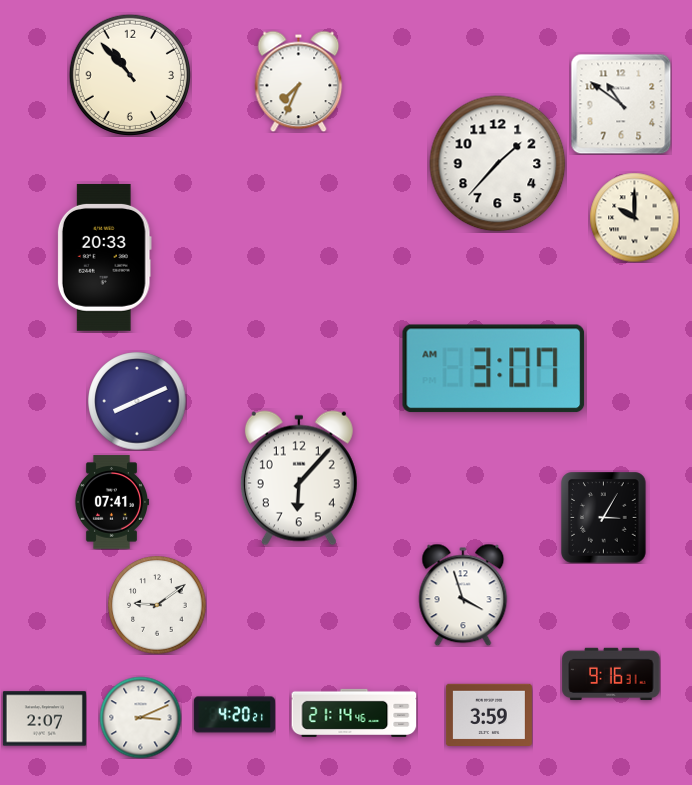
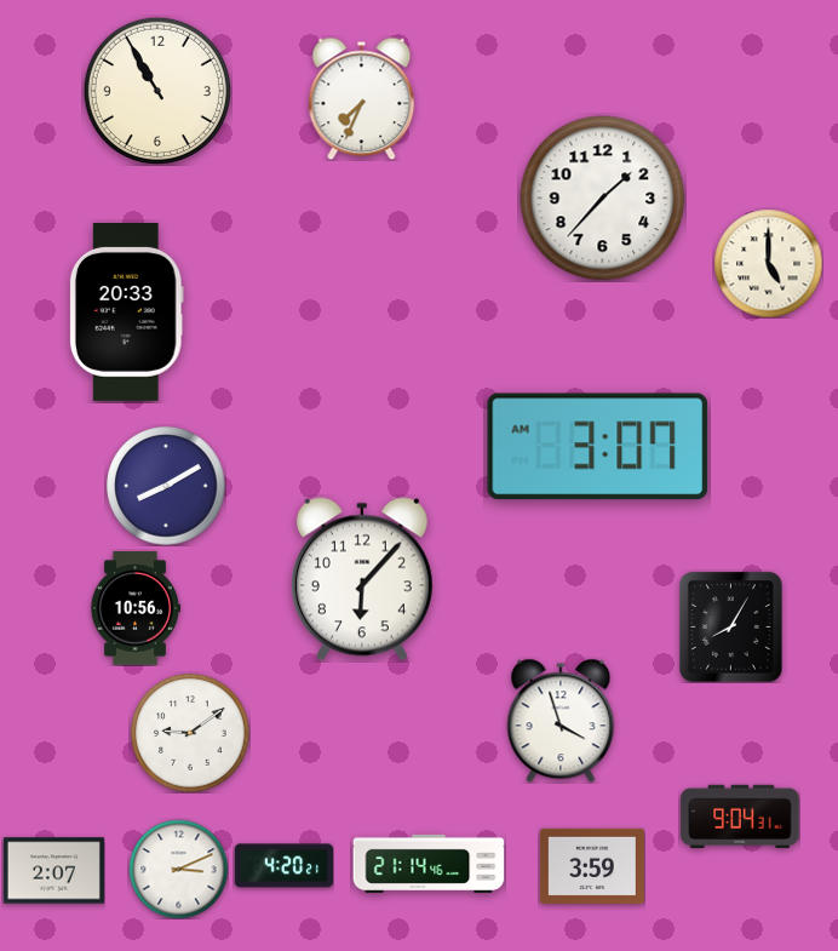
clock at (129, 74): 10:53 -> 10:55
clock at (621, 104): 10:51 -> none
clock at (634, 217): 10:00 -> 5:00
clock at (137, 401): 8:11 -> 8:10
clock at (111, 502): 07:41 -> 10:56
clock at (604, 517): 3:05 -> 8:05
clock at (611, 674): 9:16 -> 9:04
clock at (140, 717) position: (140, 717) -> (178, 869)
